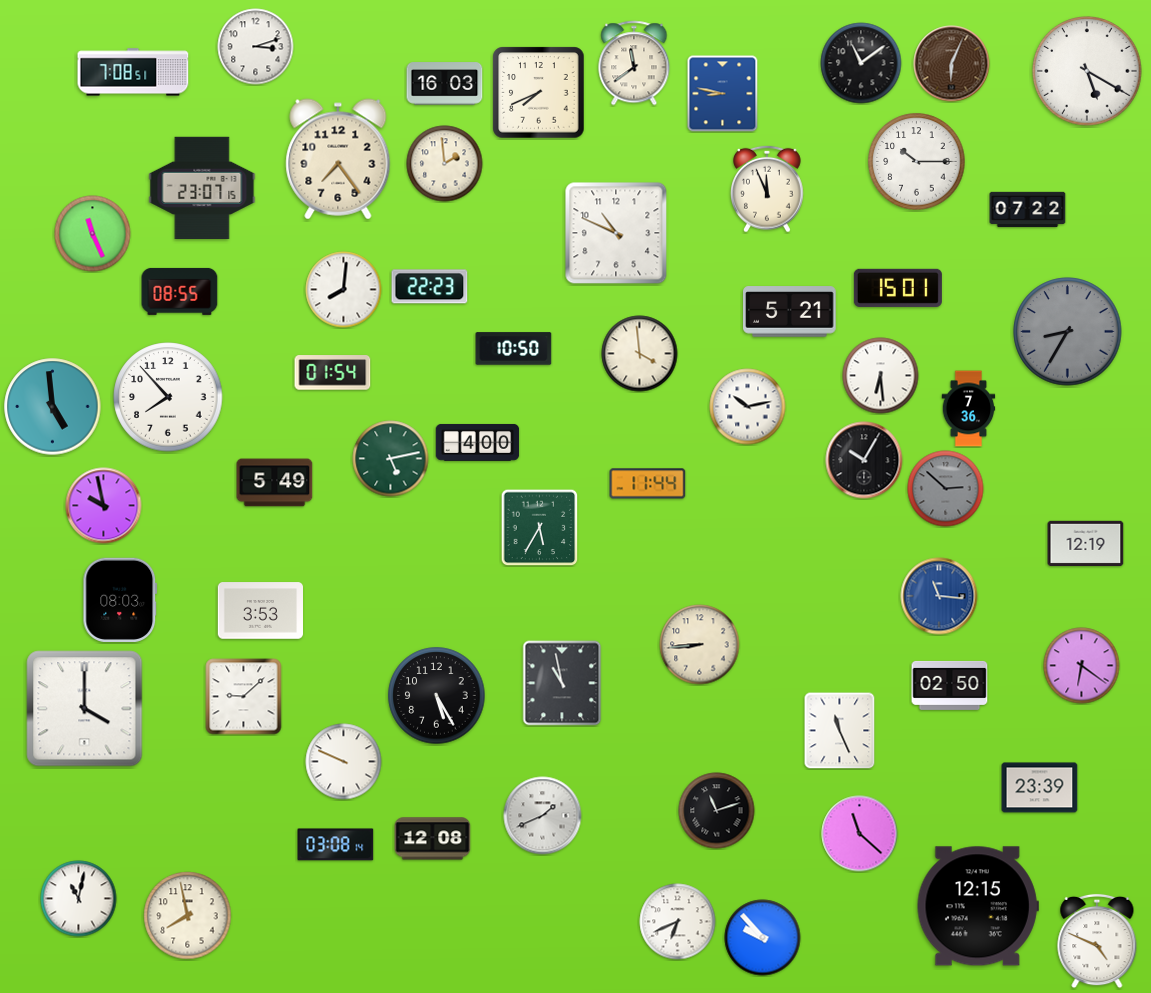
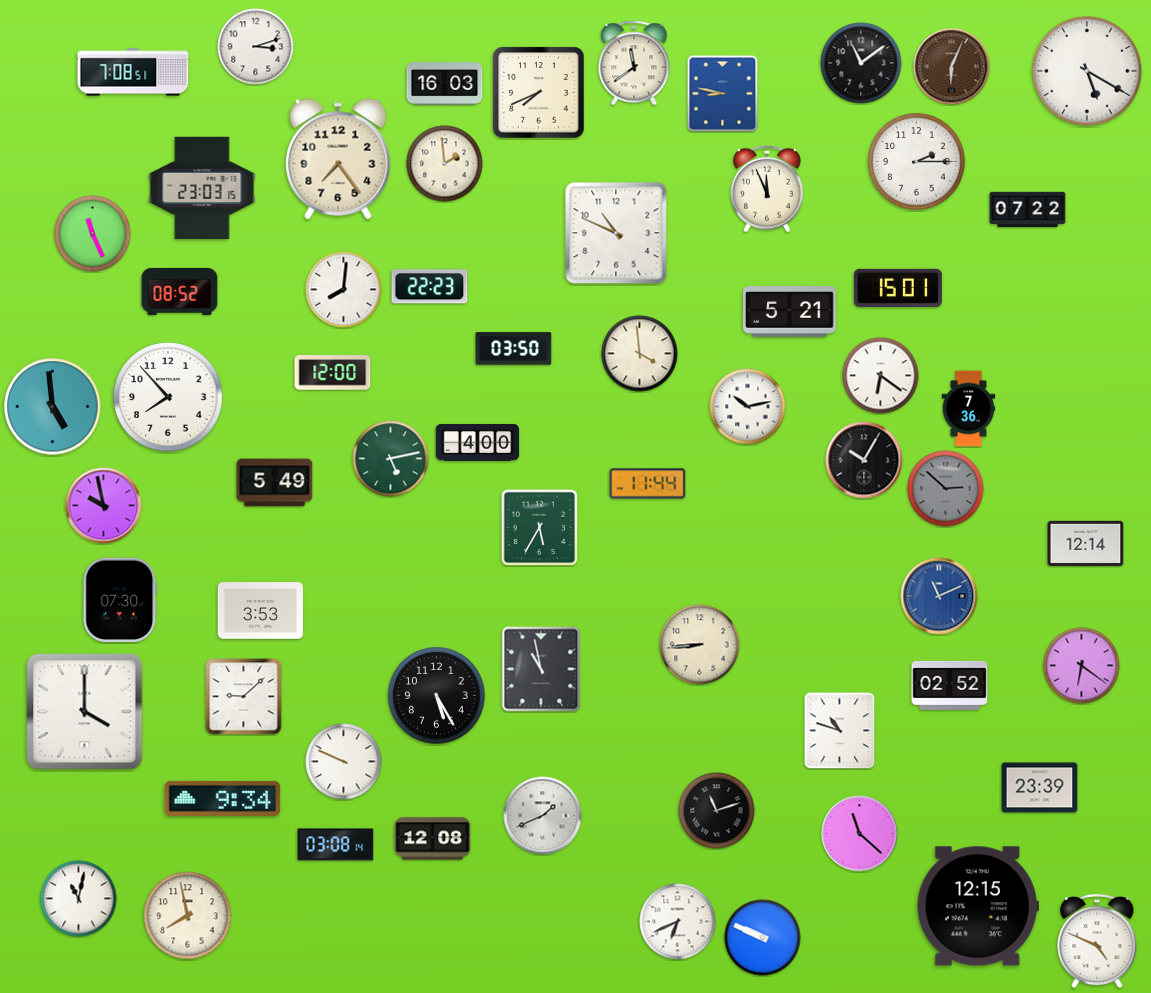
clock at (952, 64) position: (952, 64) -> (952, 67)
clock at (917, 162): 10:15 -> 2:15
clock at (202, 187): 23:07 -> 23:03
clock at (180, 291): 08:55 -> 08:52
clock at (1068, 332): 8:35 -> none
clock at (514, 349): 10:50 -> 03:50
clock at (333, 373): 01:54 -> 12:00
clock at (881, 376): 6:29 -> 6:21
clock at (1086, 543): 12:19 -> 12:14
clock at (939, 596): 11:16 -> 11:11
clock at (120, 599): 08:03 -> 07:30
clock at (562, 683) position: (562, 683) -> (541, 669)
clock at (950, 685): 02:50 -> 02:52
clock at (85, 709) position: (85, 709) -> (85, 712)
clock at (840, 730): 11:26 -> 10:48
clock at (223, 798): none -> 9:34
clock at (763, 938): 9:53 -> 9:49
